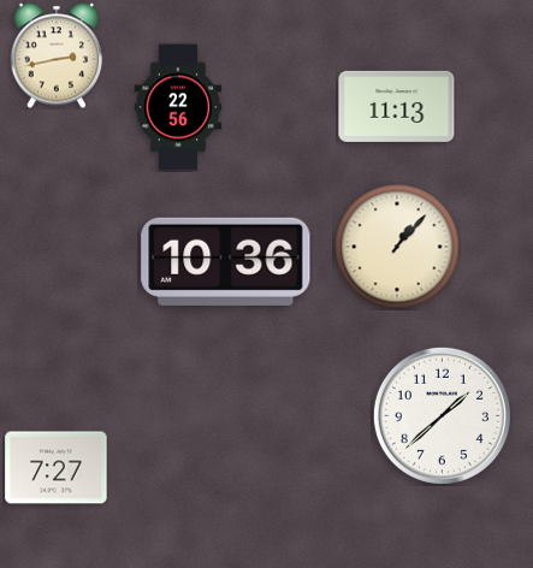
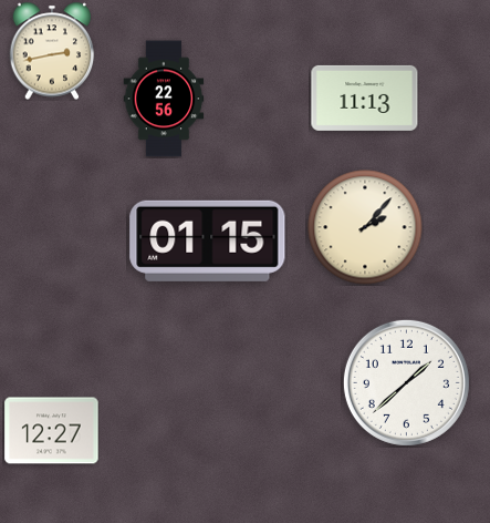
clock at (397, 247): 1:07 -> 2:07
clock at (226, 261): 10:36 -> 01:15
clock at (57, 468): 7:27 -> 12:27
